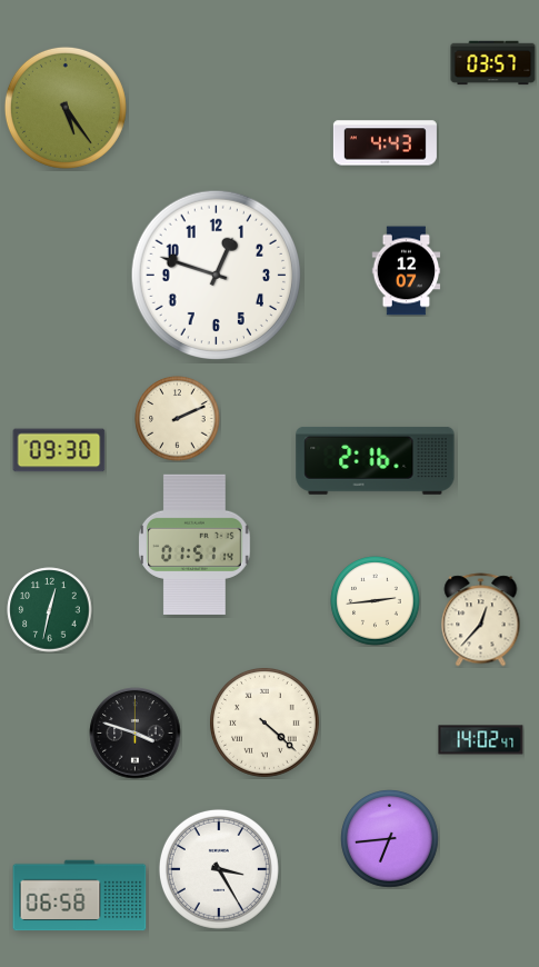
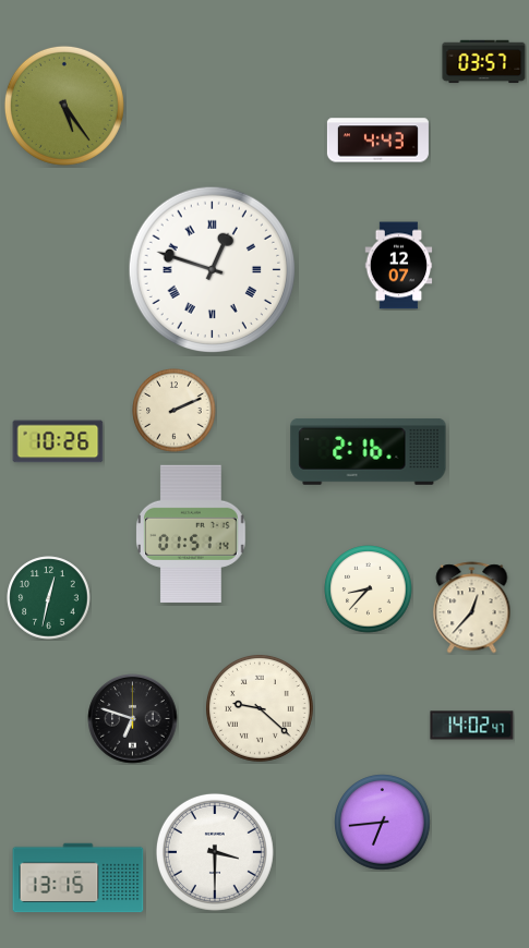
clock at (216, 275) numerals: Arabic -> Roman
clock at (59, 450): 09:30 -> 10:26
clock at (376, 601): 2:44 -> 8:37
clock at (264, 722): 4:22 -> 9:22
clock at (136, 734): 3:48 -> 6:48
clock at (219, 869): 3:25 -> 3:30
clock at (80, 896): 06:58 -> 13:15
